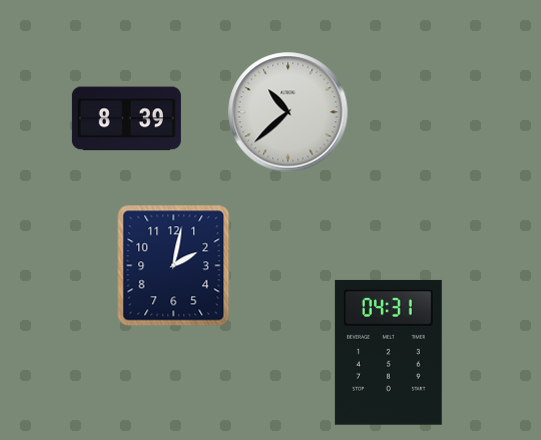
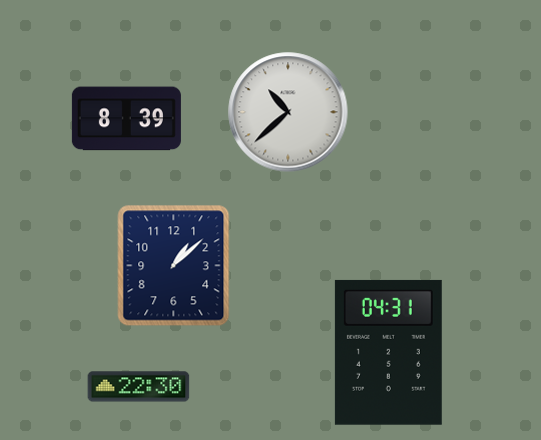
clock at (174, 266): 2:02 -> 1:08
clock at (139, 387): none -> 22:30
